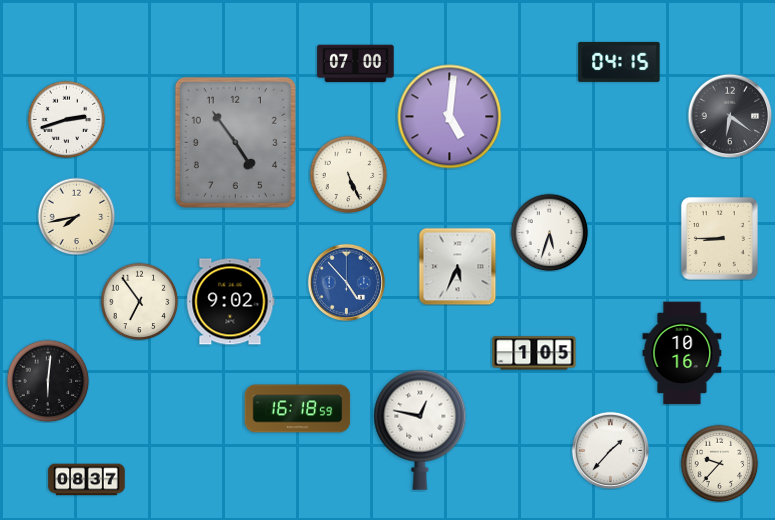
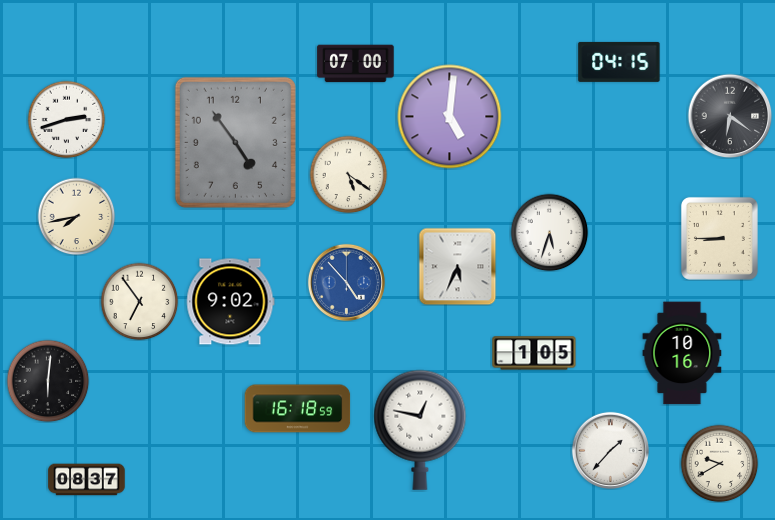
clock at (348, 174): 5:26 -> 5:21
clock at (719, 463): 9:37 -> 9:40
